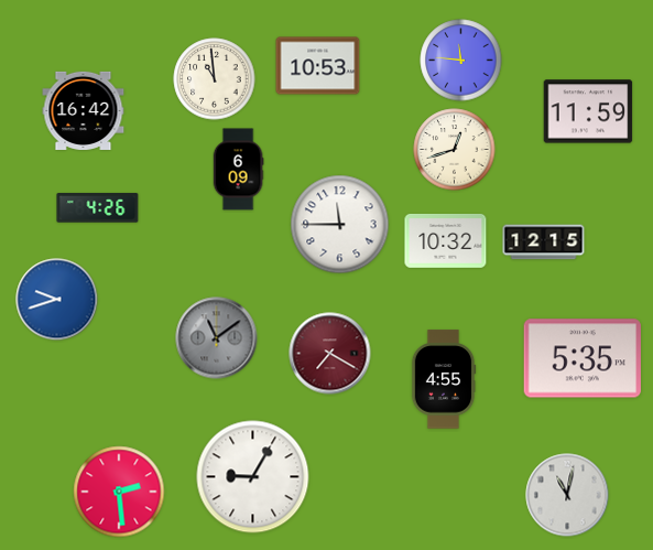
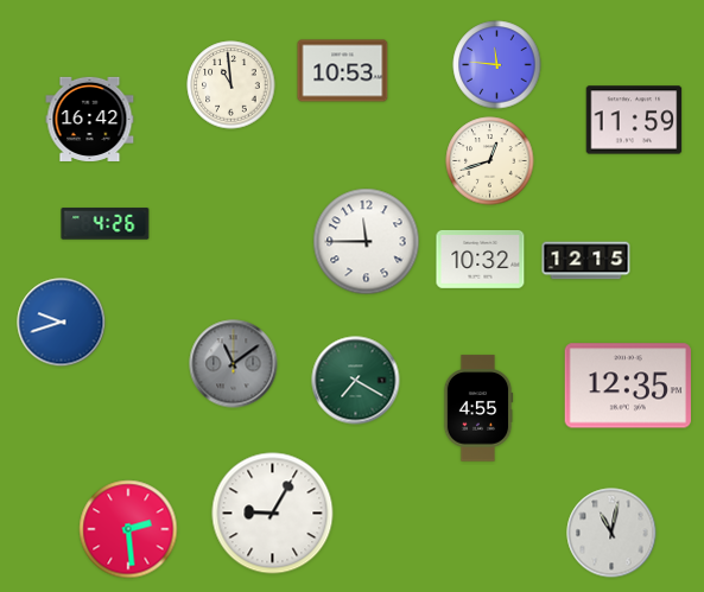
clock at (238, 170): 6:09 -> none
clock at (330, 354) dial: burgundy -> green
clock at (581, 358): 5:35 -> 12:35
